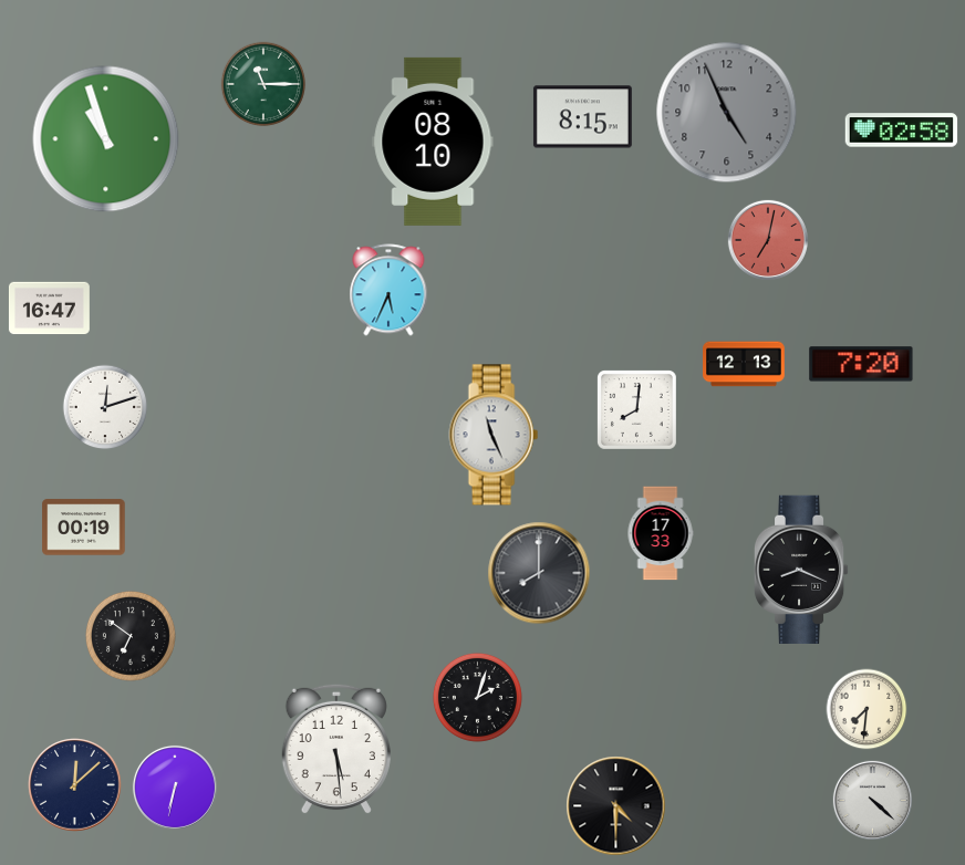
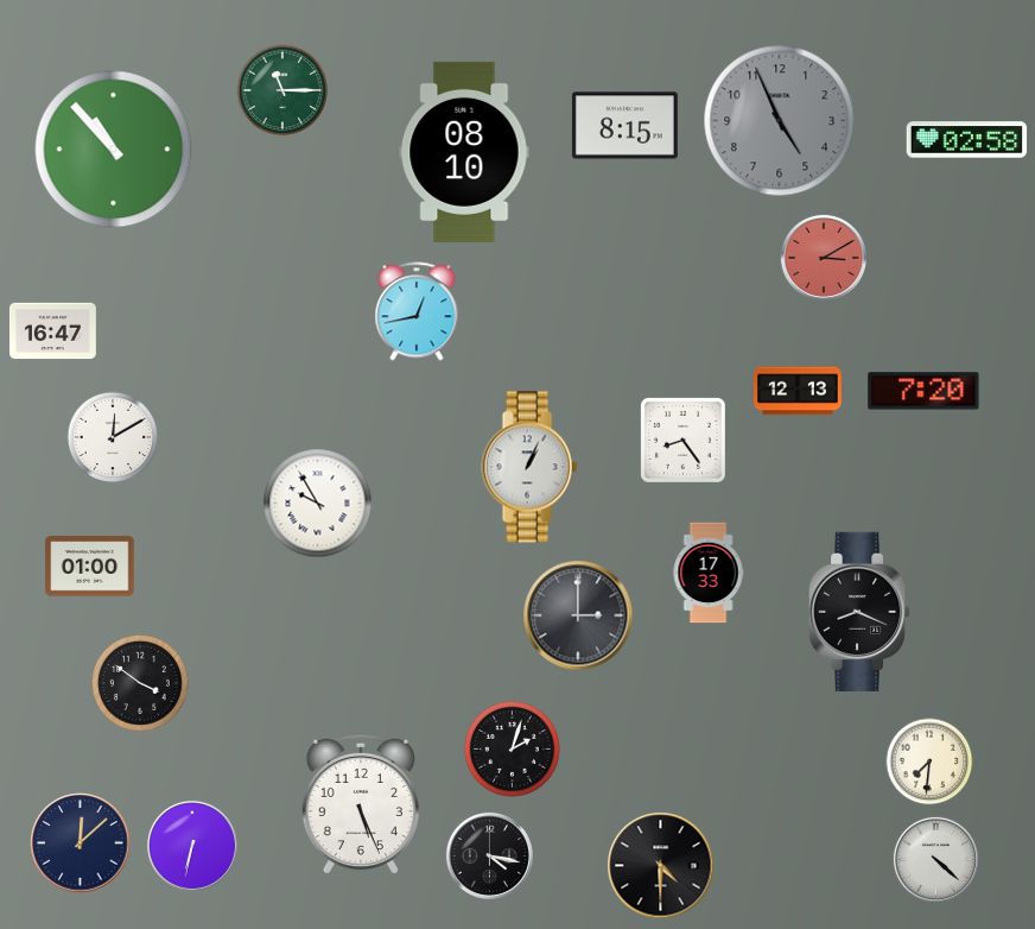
clock at (106, 139): 10:57 -> 10:53
clock at (768, 240): 7:02 -> 3:10
clock at (388, 290): 5:34 -> 12:43
clock at (105, 407): 12:12 -> 12:10
clock at (637, 410): 8:01 -> 8:24
clock at (494, 435): 11:26 -> 1:04
clock at (318, 504): none -> 9:55
clock at (84, 528): 00:19 -> 01:00
clock at (539, 573): 8:00 -> 3:00
clock at (131, 636): 6:51 -> 3:51
clock at (336, 749): 5:29 -> 5:26
clock at (175, 788) position: (175, 788) -> (192, 846)
clock at (489, 855): none -> 4:17
